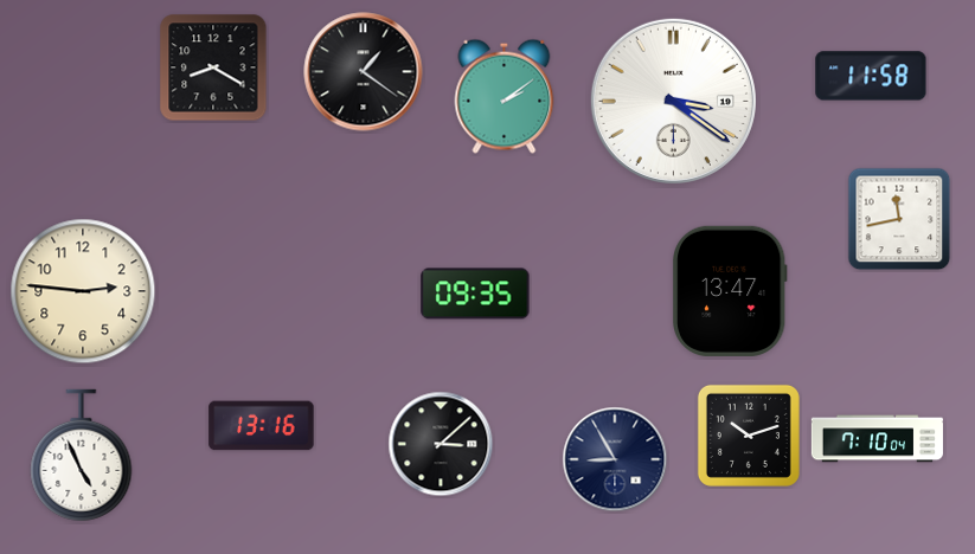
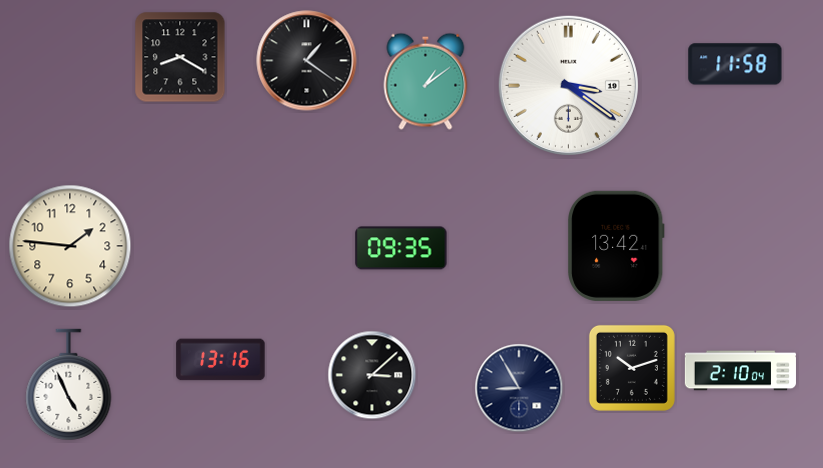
clock at (505, 96): 2:09 -> 1:09
clock at (899, 219): 11:43 -> none
clock at (83, 291): 2:46 -> 1:46
clock at (730, 291): 13:47 -> 13:42
clock at (877, 439): 7:10 -> 2:10
